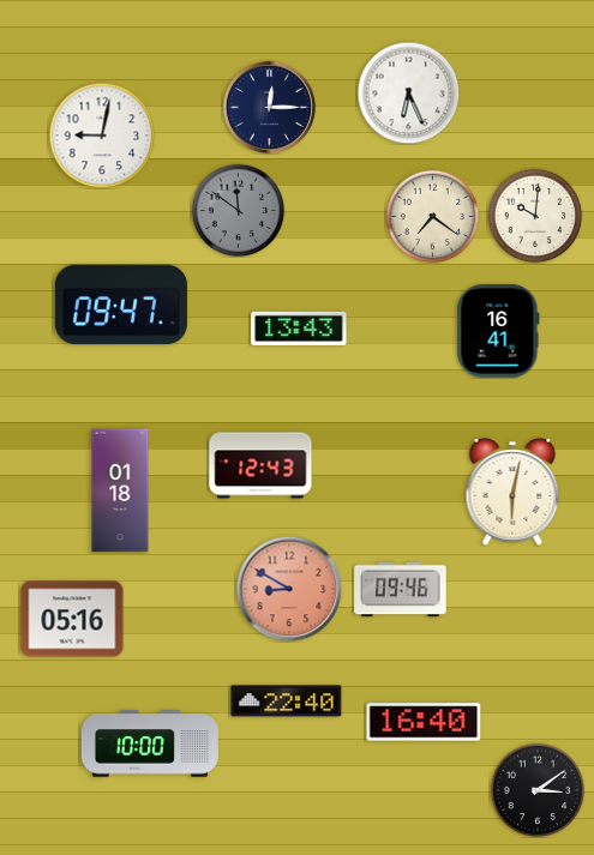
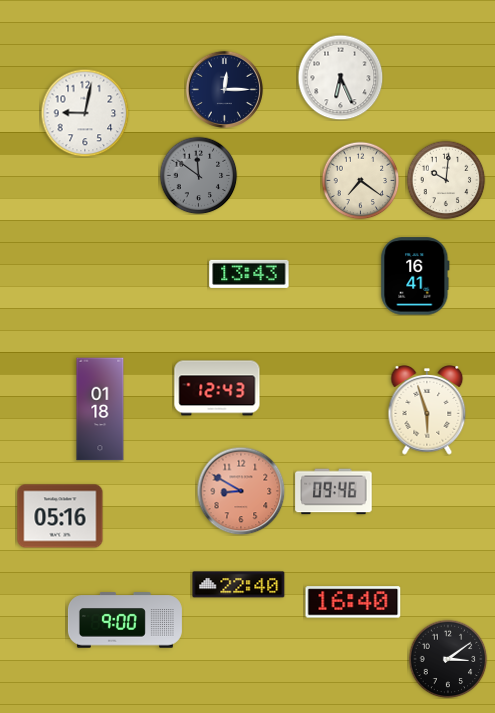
clock at (121, 305): 09:47 -> none
clock at (512, 493): 6:02 -> 5:57
clock at (150, 743): 10:00 -> 9:00
